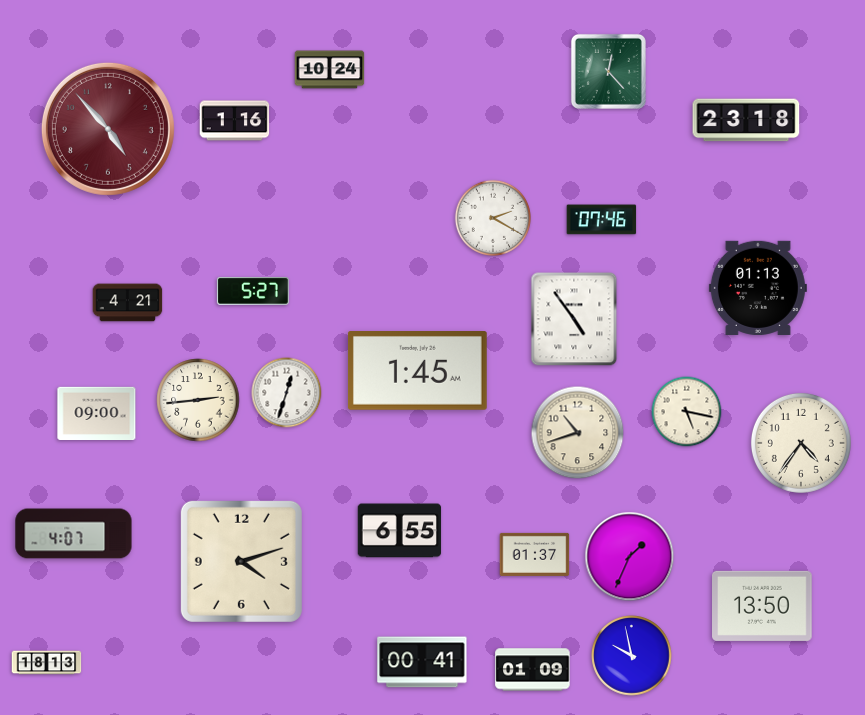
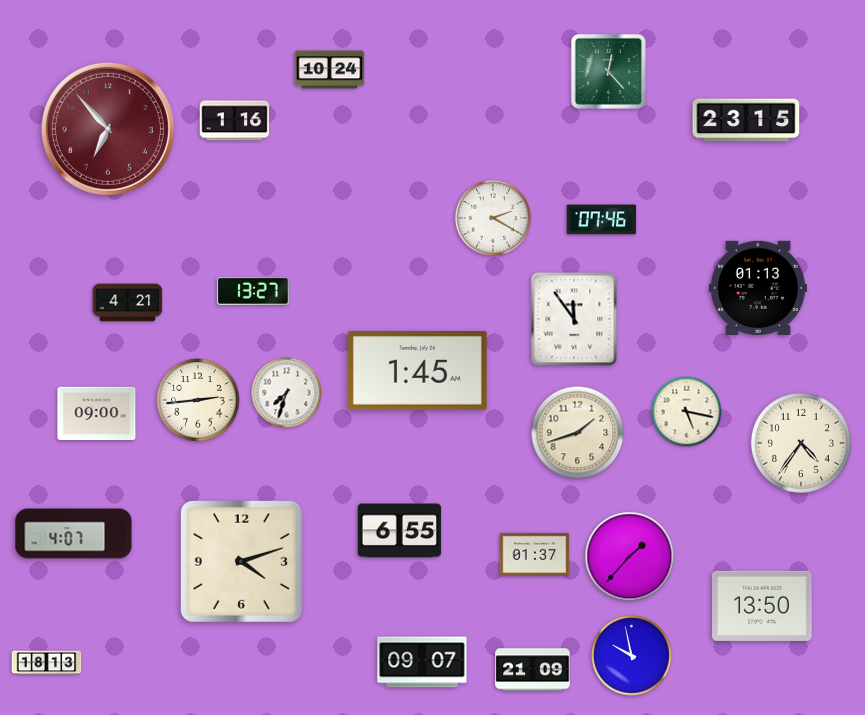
clock at (746, 120): 23:18 -> 23:15
clock at (108, 129): 4:53 -> 6:53
clock at (253, 291): 5:27 -> 13:27
clock at (574, 319): 4:54 -> 11:54
clock at (287, 393): 12:33 -> 7:33
clock at (578, 433): 10:42 -> 1:42
clock at (630, 557): 1:34 -> 1:37
clock at (422, 662): 00:41 -> 09:07
clock at (533, 670): 01:09 -> 21:09
